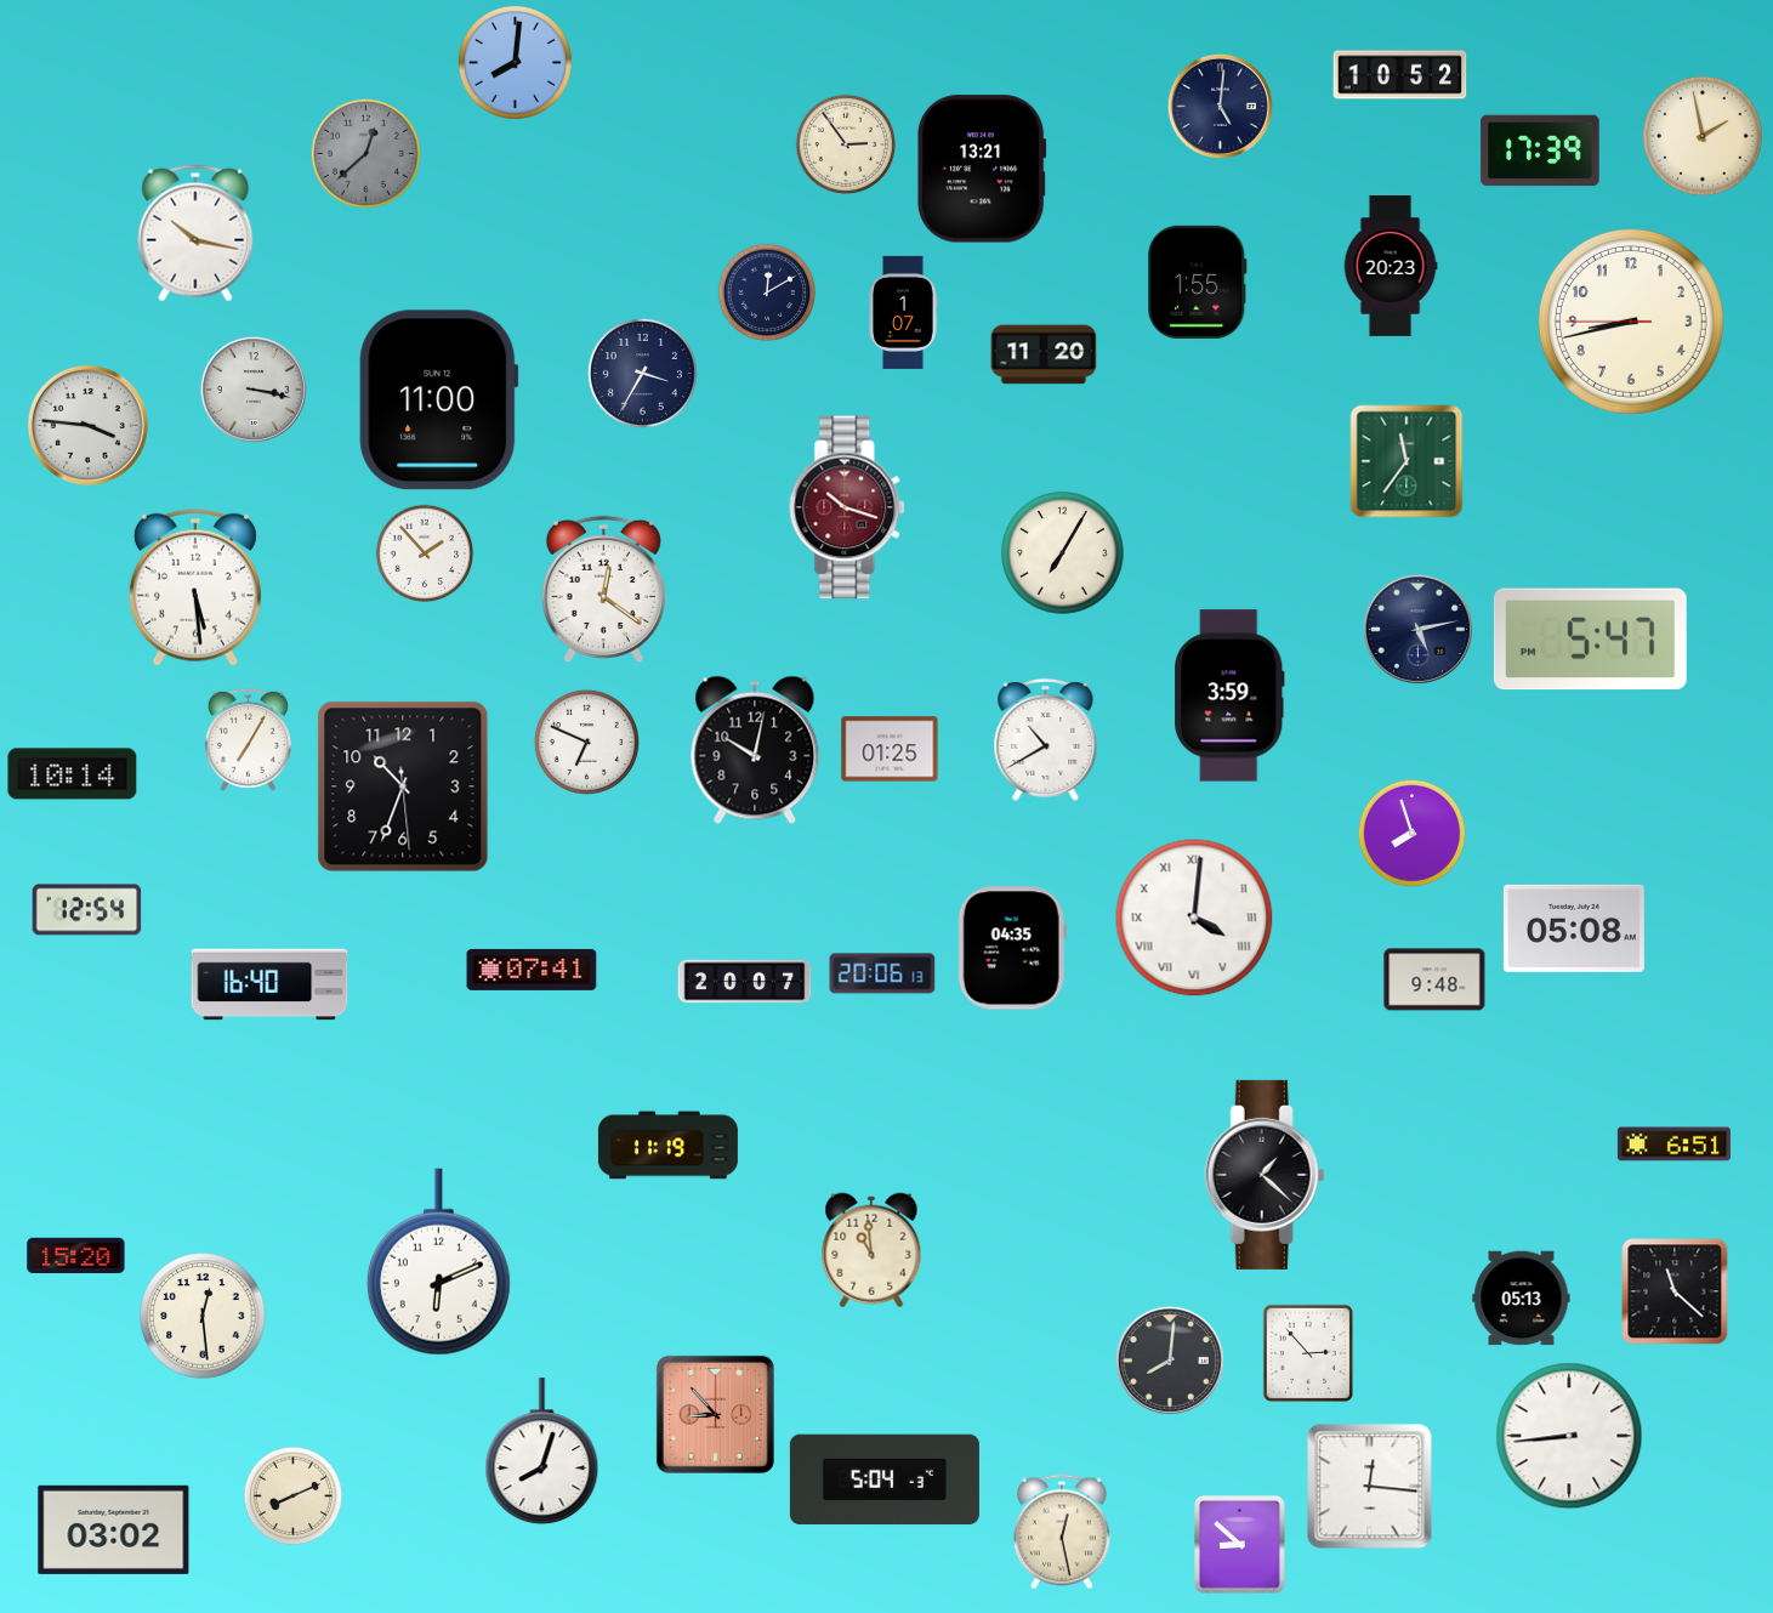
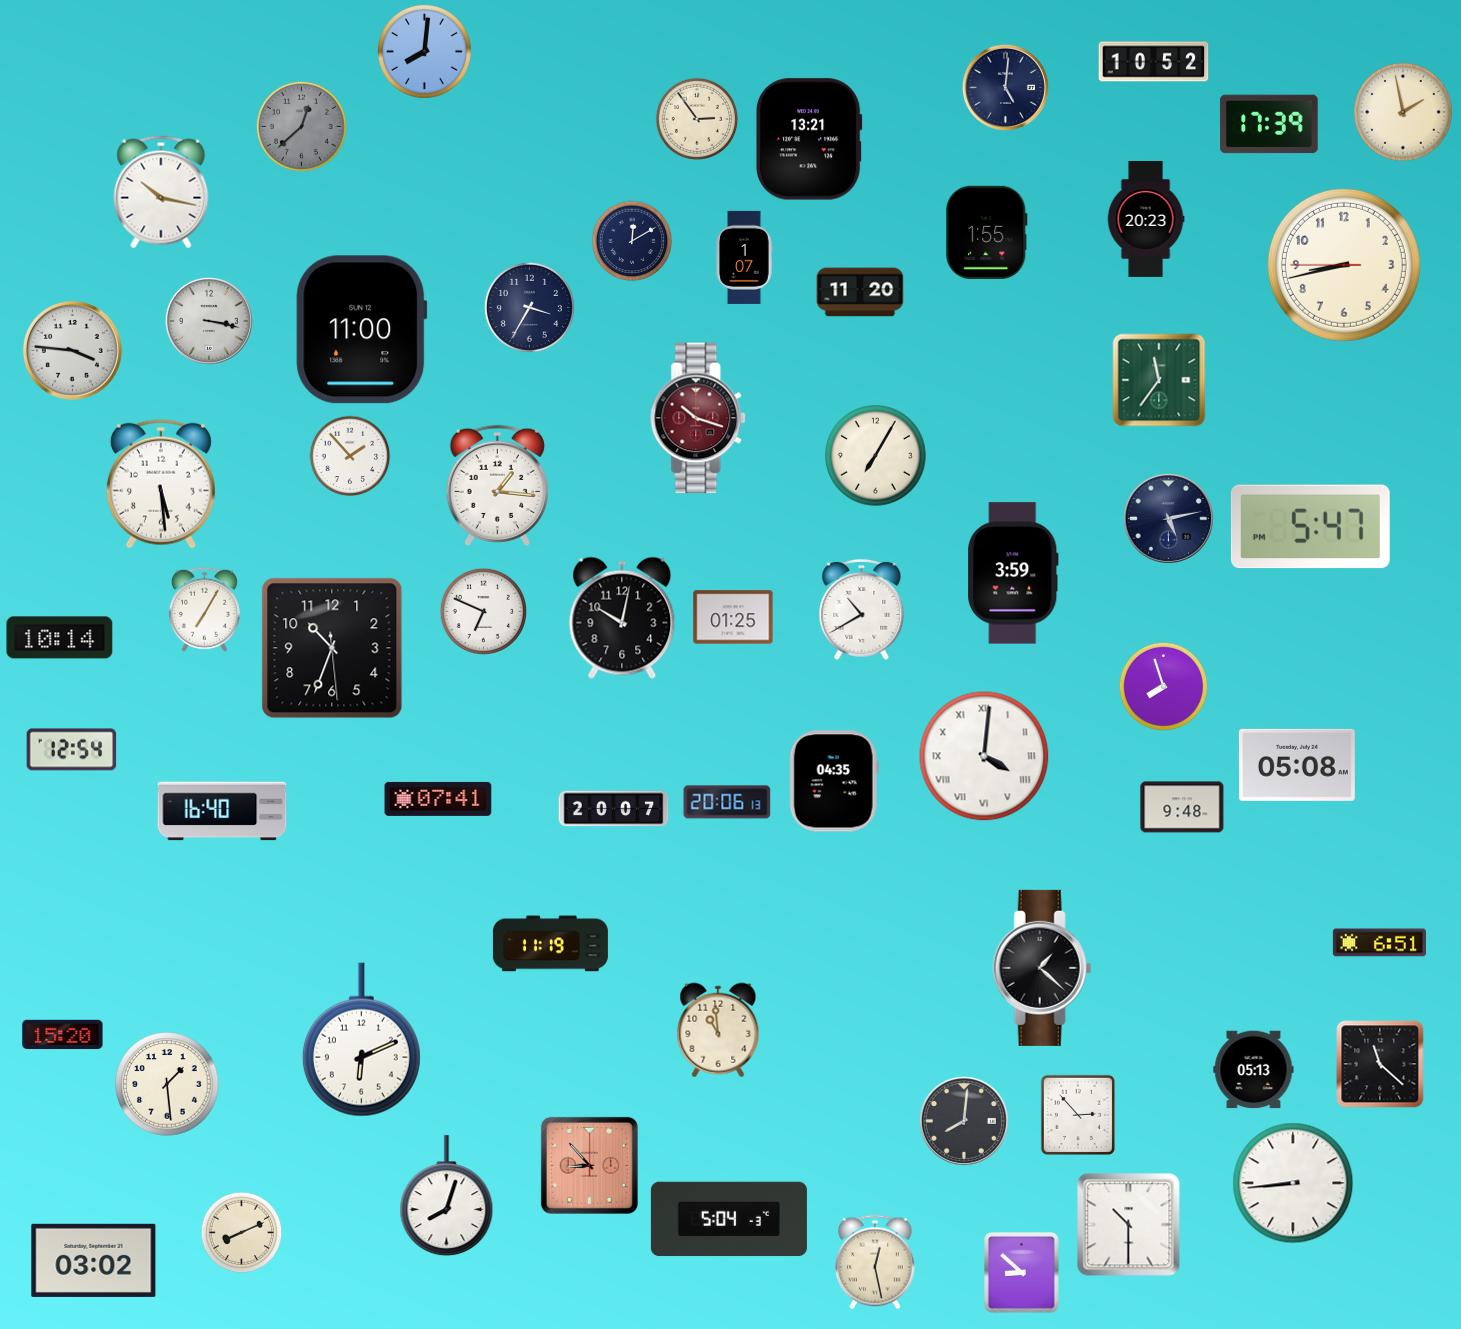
clock at (603, 590): 12:21 -> 1:16
clock at (203, 1316): 12:29 -> 1:29
clock at (1370, 1487): 12:16 -> 10:30
